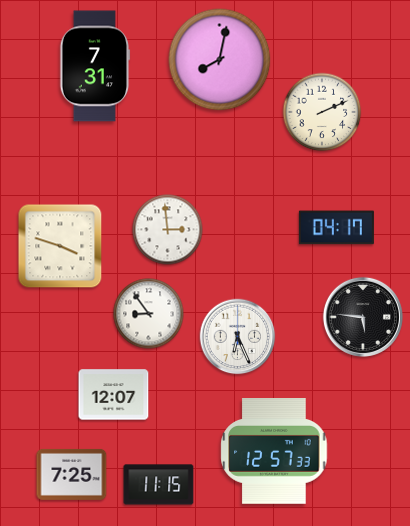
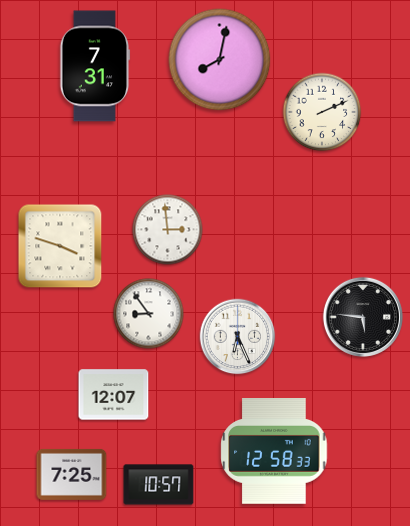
clock at (336, 228): 04:17 -> none
clock at (274, 451): 12:57 -> 12:58
clock at (159, 485): 11:15 -> 10:57
